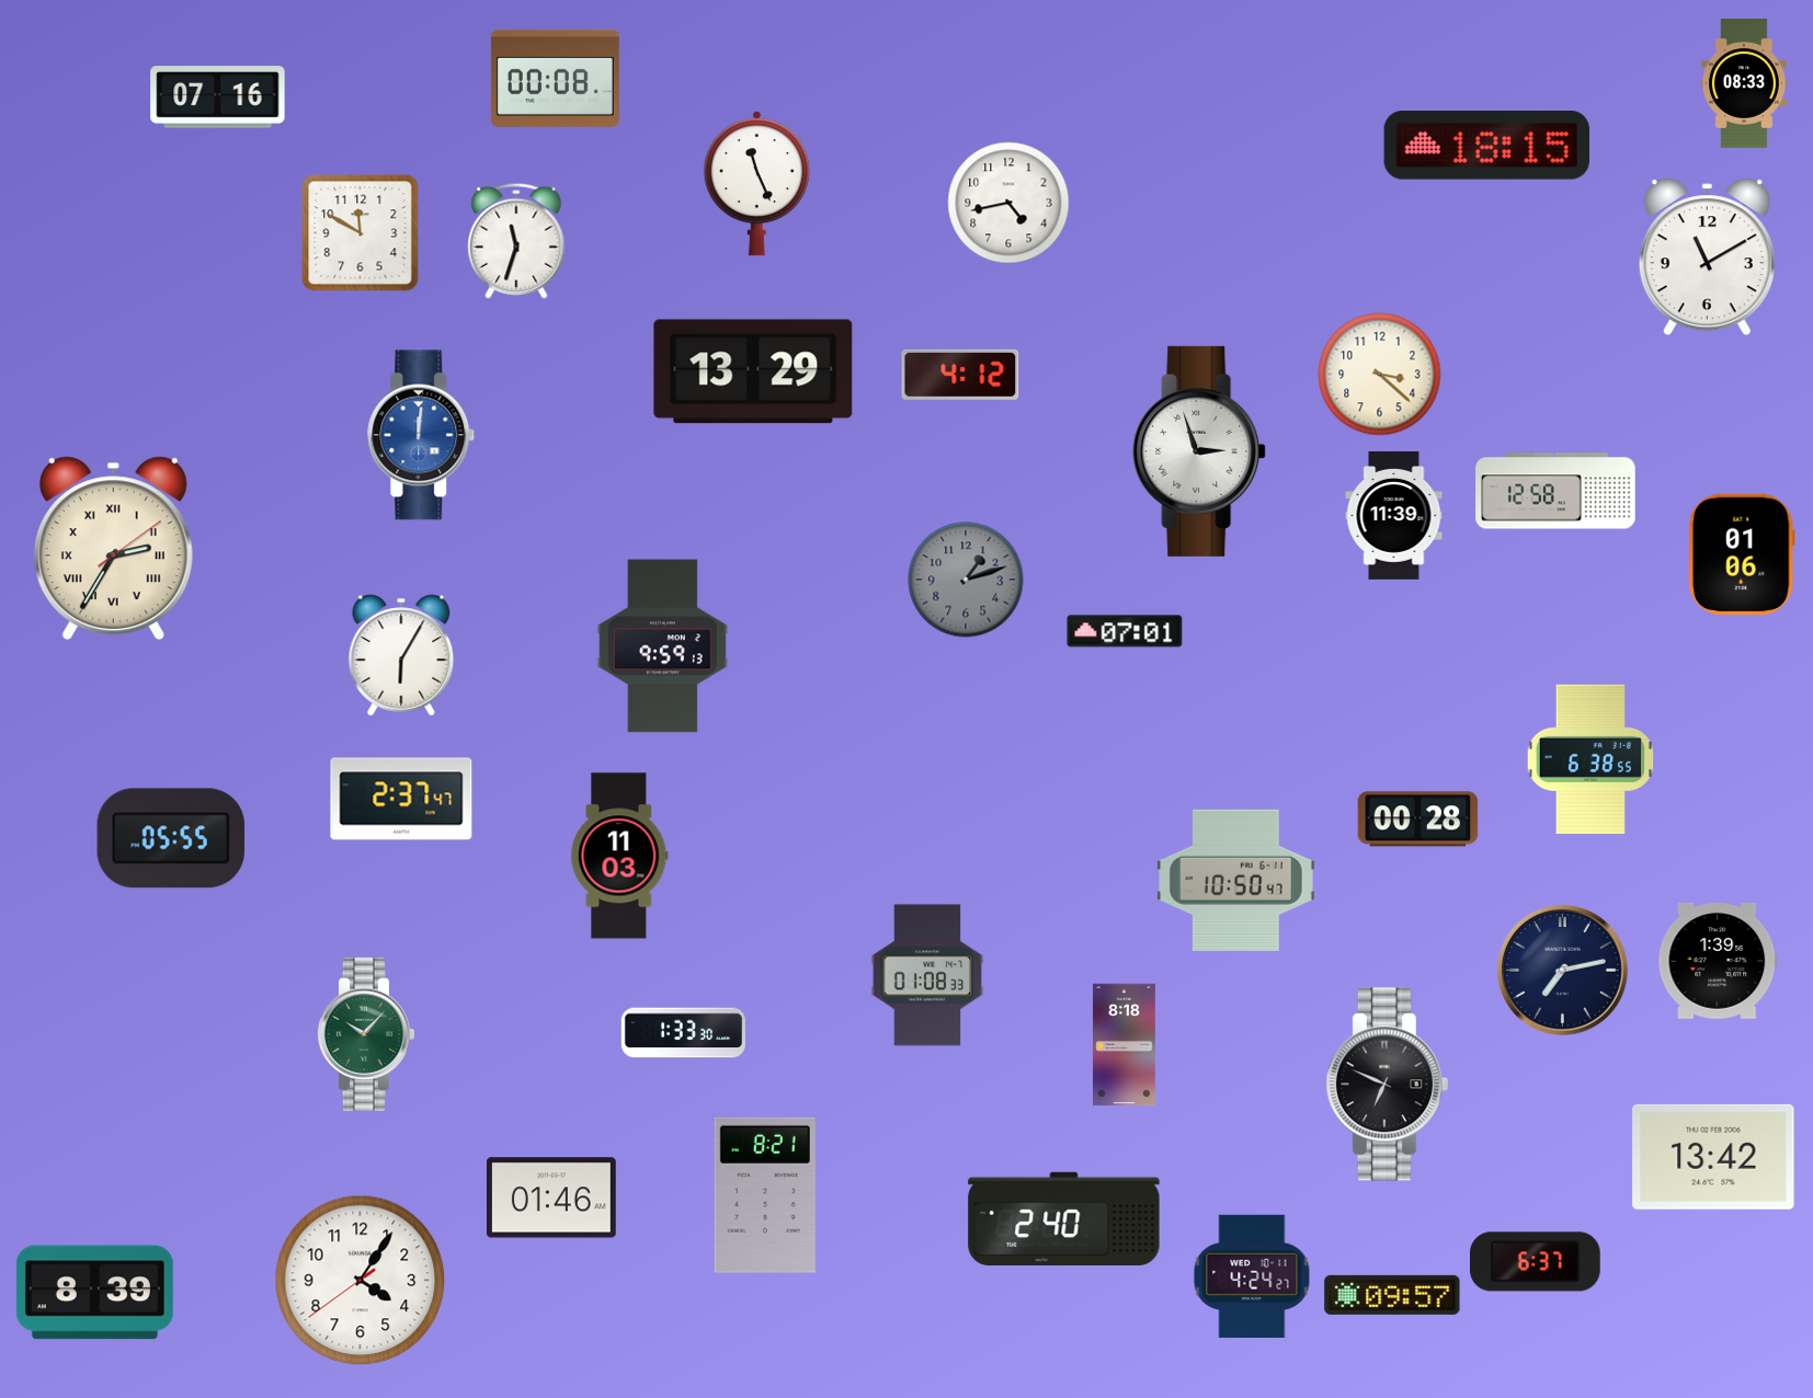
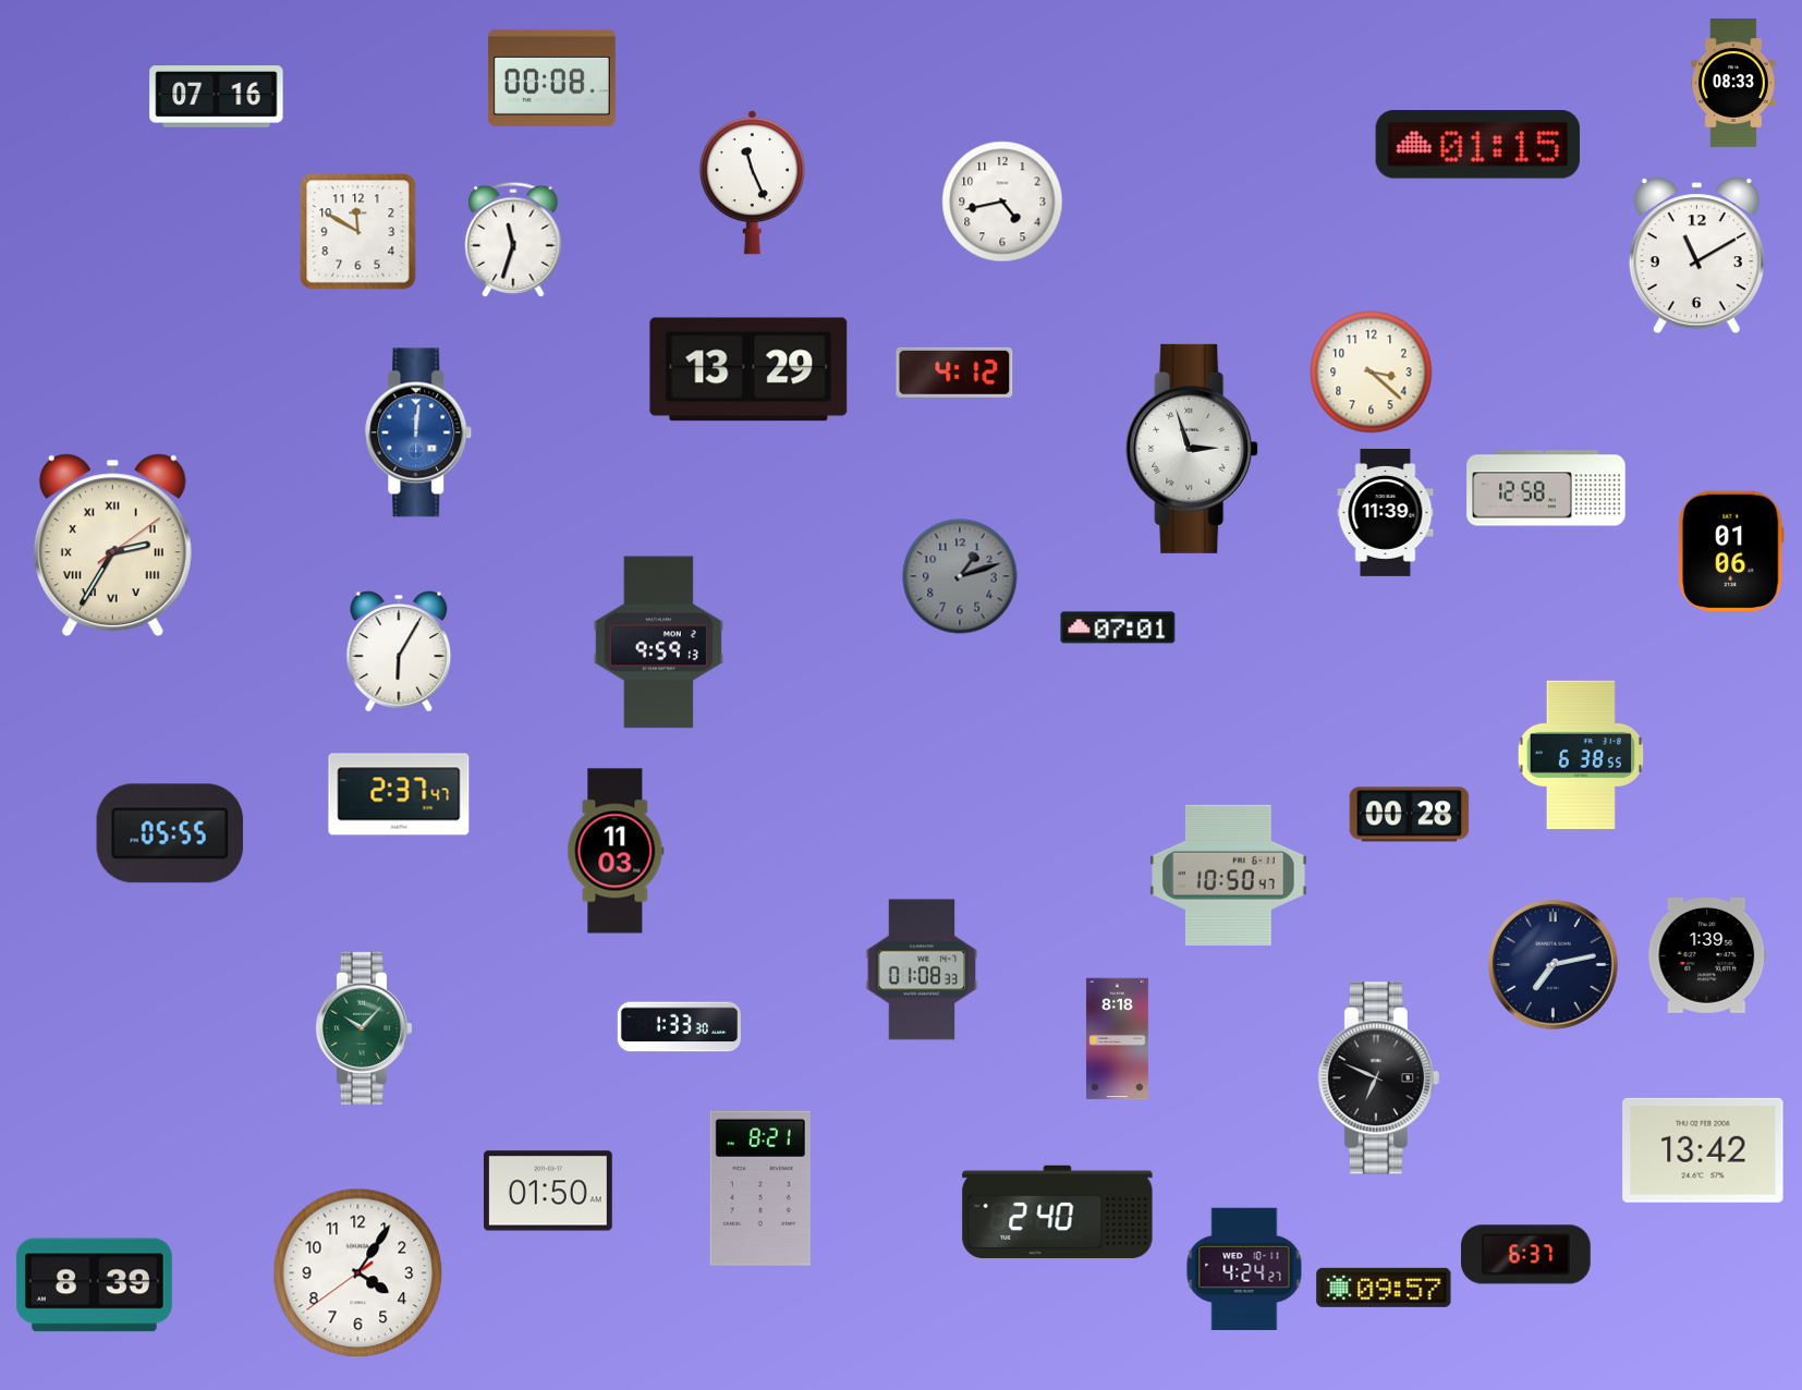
clock at (1486, 146): 18:15 -> 01:15
clock at (551, 1198): 01:46 -> 01:50
